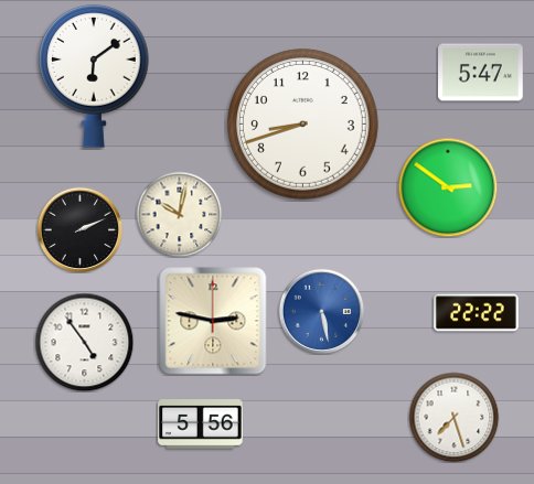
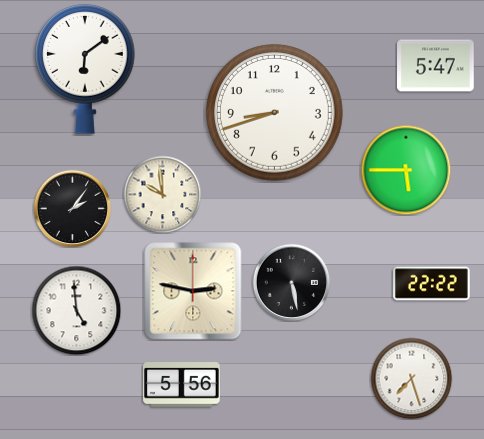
clock at (448, 187): 2:51 -> 5:45
clock at (179, 214): 10:02 -> 9:59
clock at (79, 229): 2:11 -> 2:06
clock at (321, 311) dial: blue -> black
clock at (84, 342): 4:54 -> 4:59
